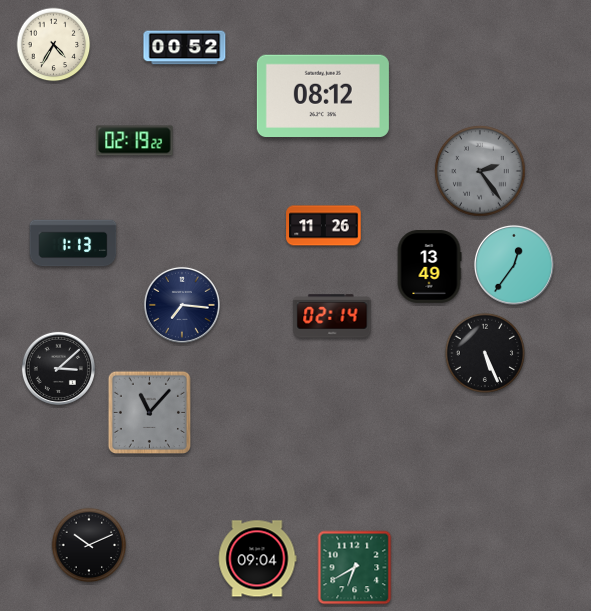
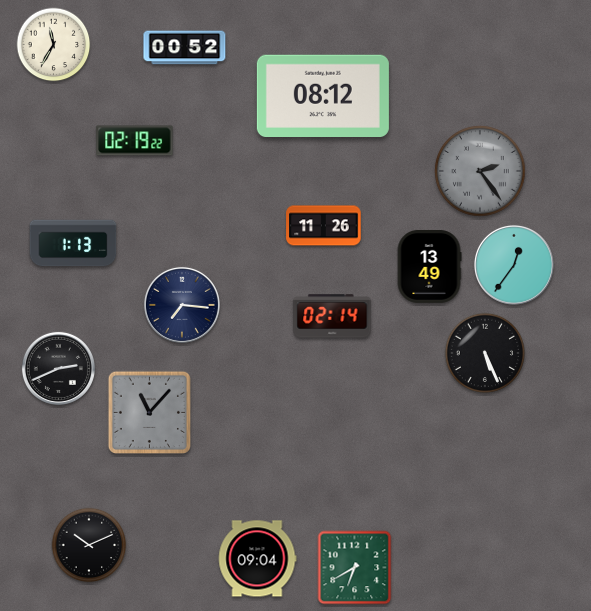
clock at (54, 45): 4:35 -> 11:35
clock at (58, 368): 3:08 -> 2:41
